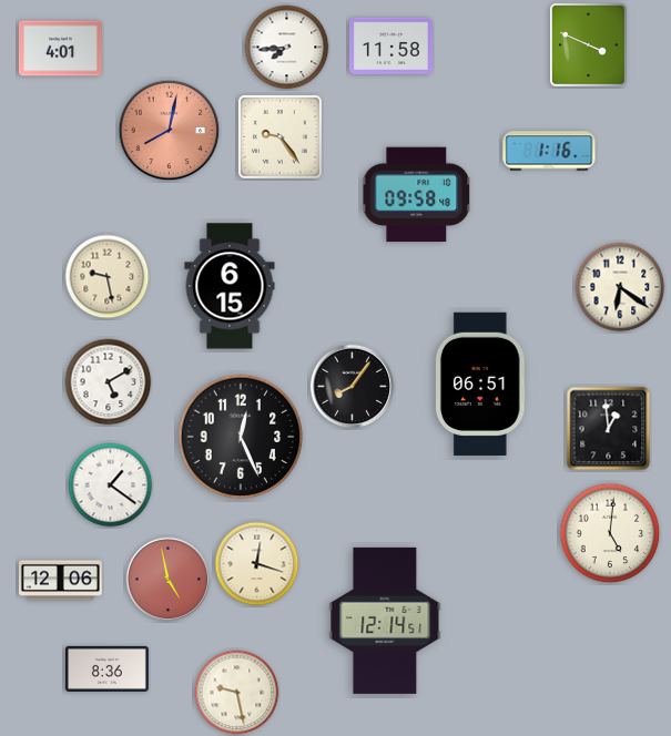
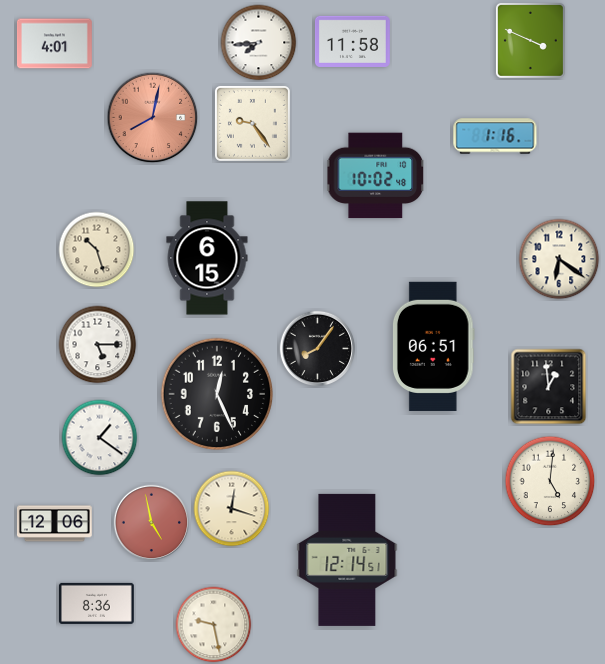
clock at (416, 195): 09:58 -> 10:02
clock at (108, 277): 9:28 -> 10:27
clock at (109, 382): 5:10 -> 5:15
